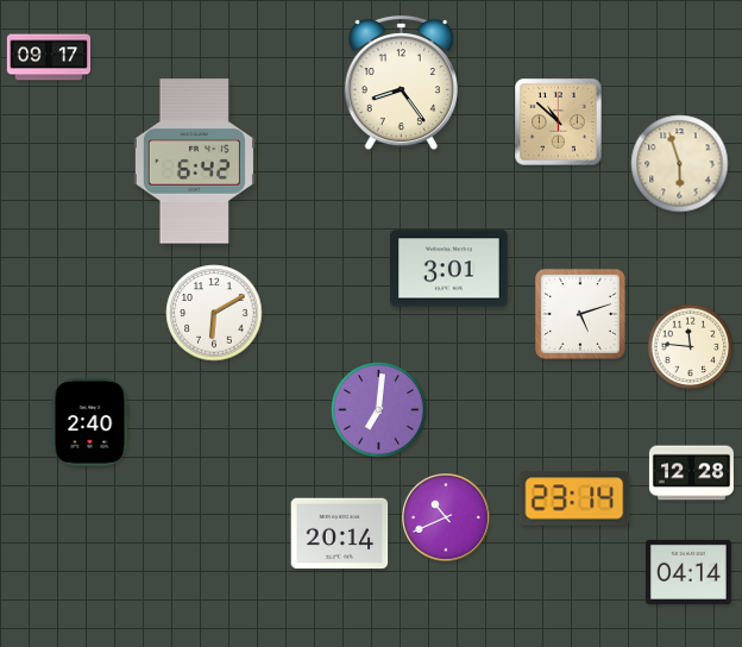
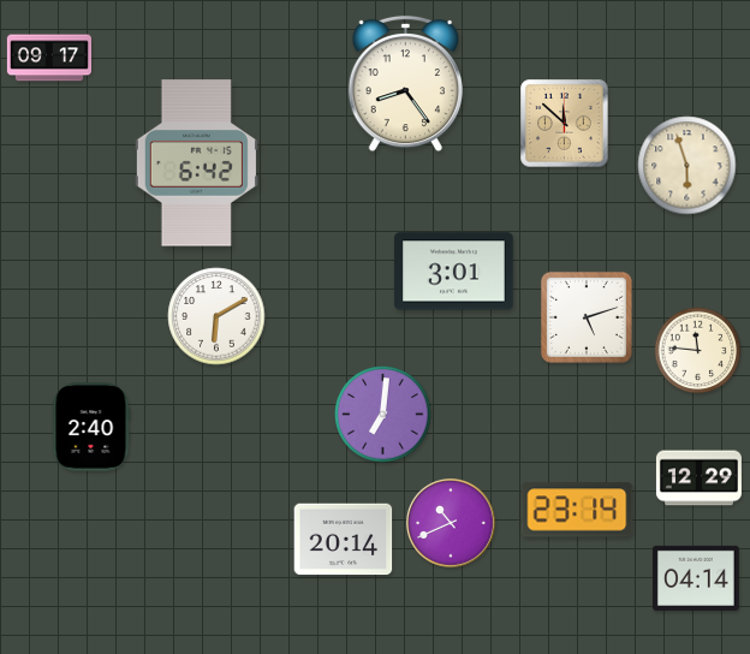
clock at (559, 123): 10:52 -> 11:52
clock at (691, 473): 12:28 -> 12:29
clock at (574, 498) position: (574, 498) -> (577, 510)
